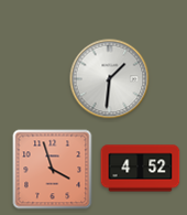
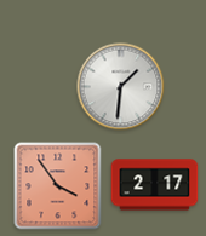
clock at (141, 169): 4:52 -> 2:17
clock at (53, 170): 3:57 -> 3:54
